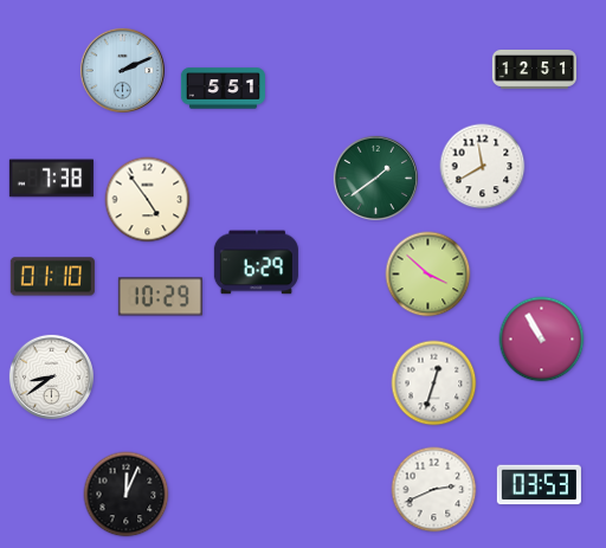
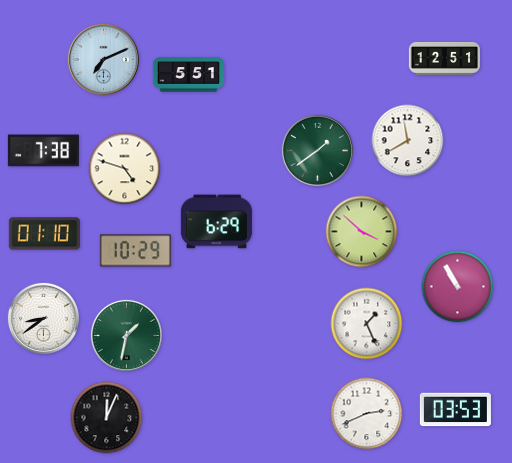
clock at (534, 69) position: (534, 69) -> (444, 58)
clock at (122, 70): 2:11 -> 7:11
clock at (148, 200): 4:54 -> 4:48
clock at (434, 383): 12:33 -> 1:26
clock at (126, 335): none -> 1:32
